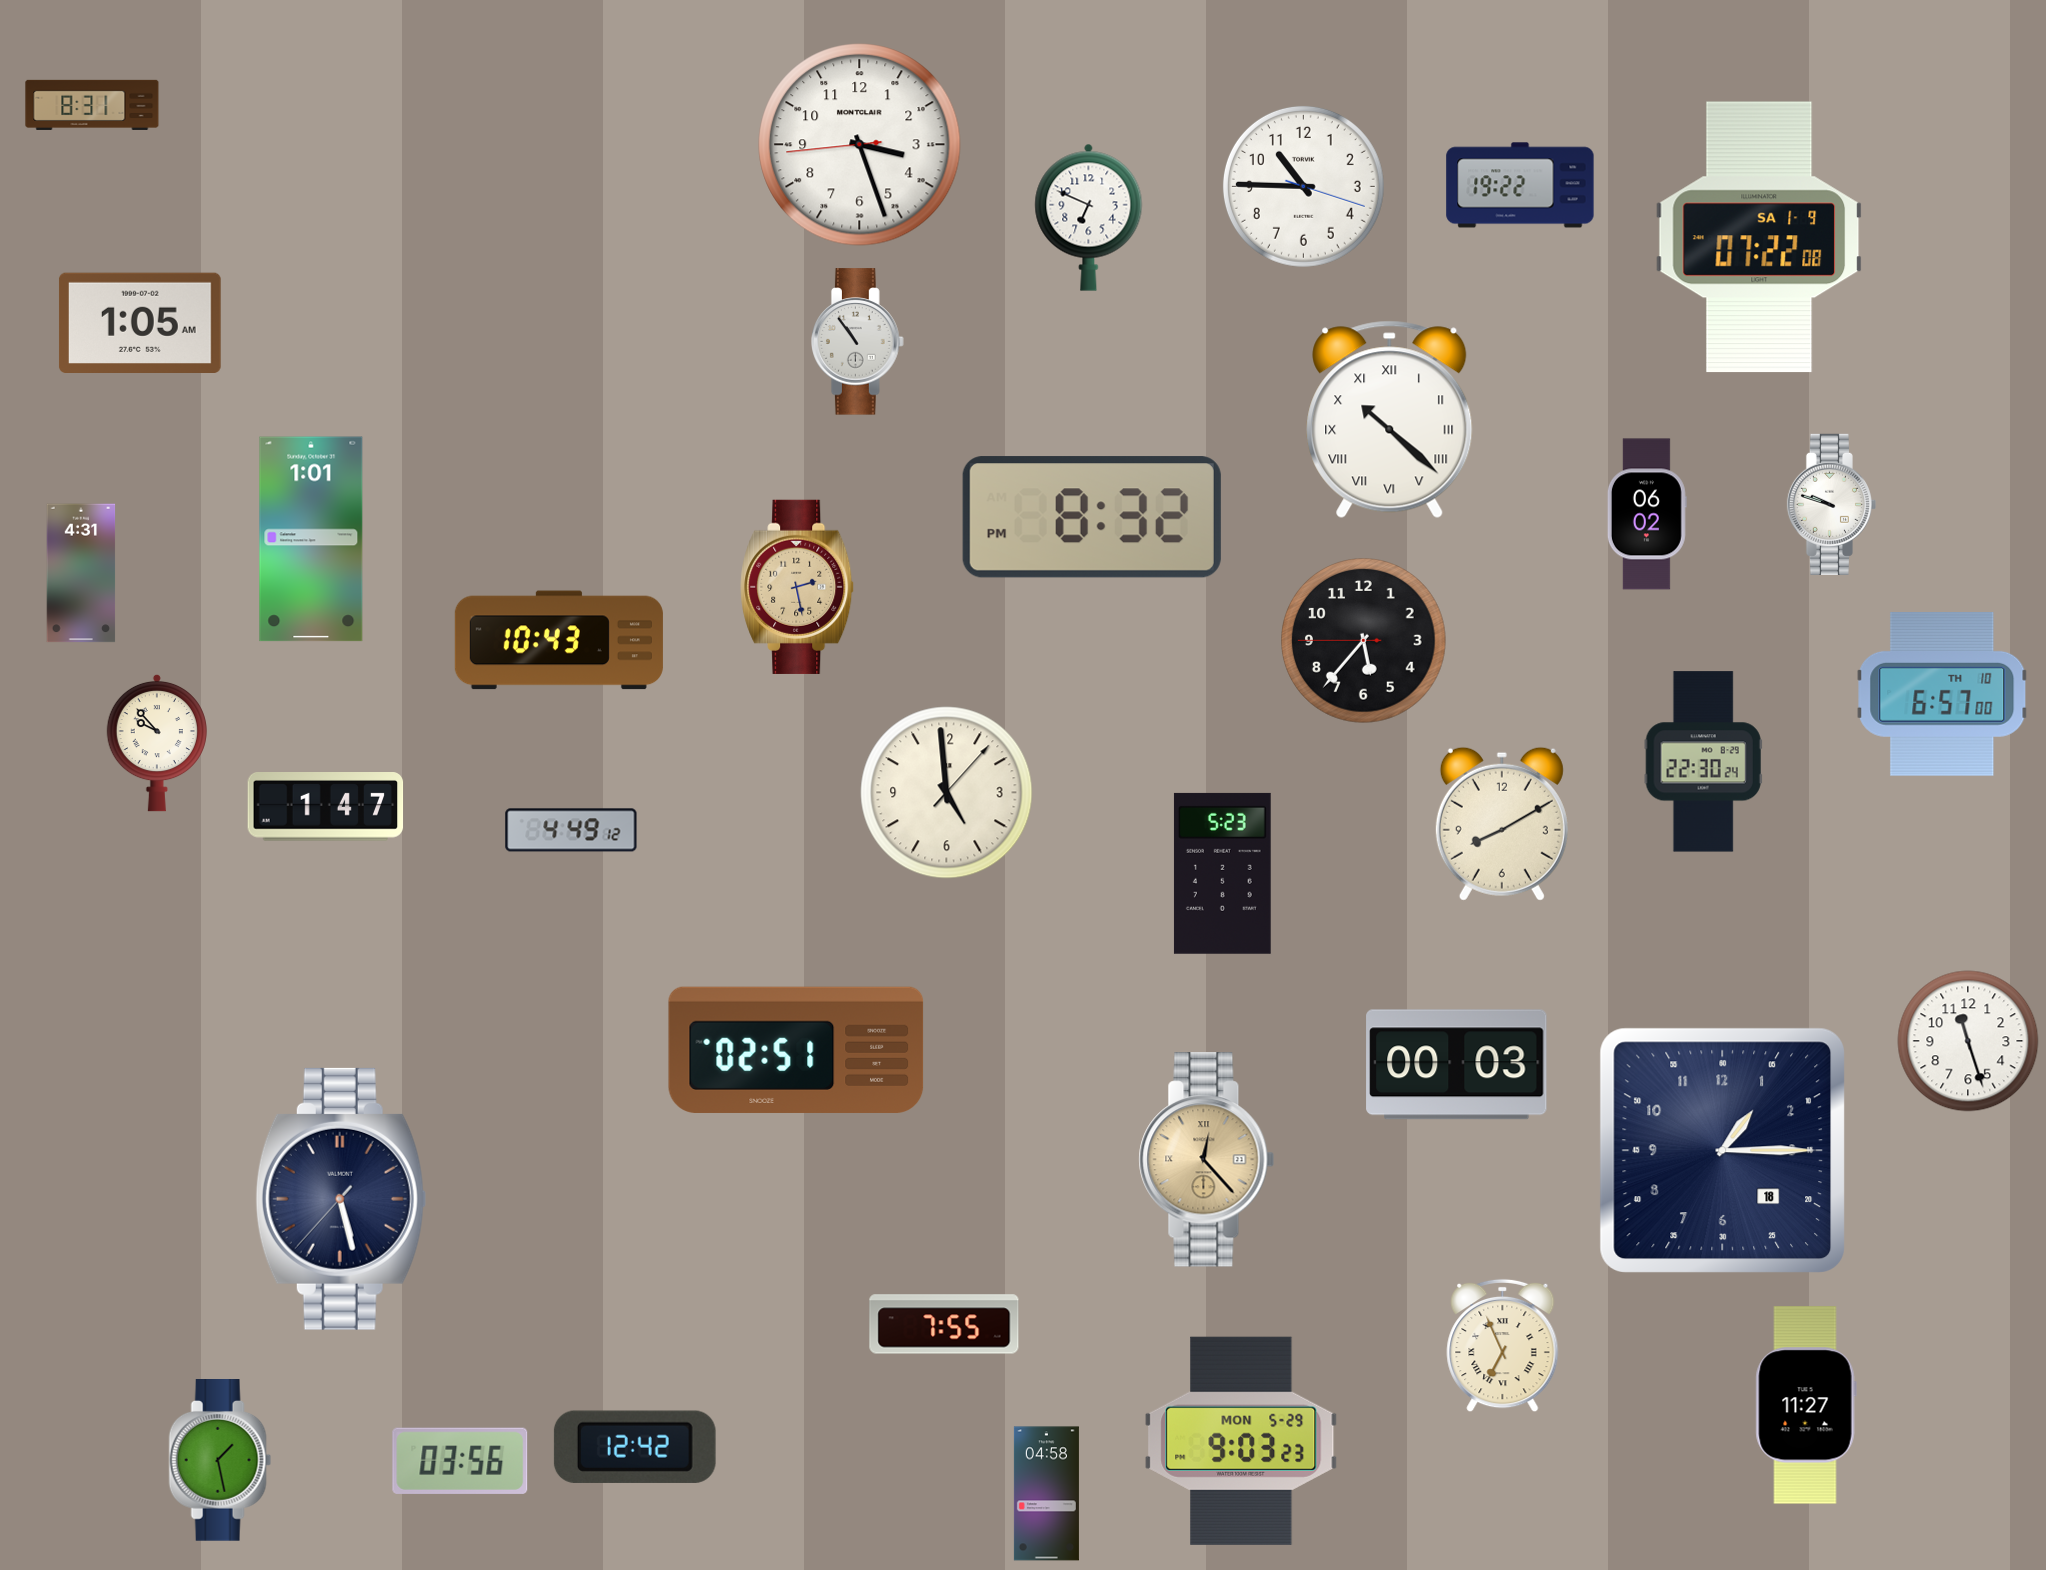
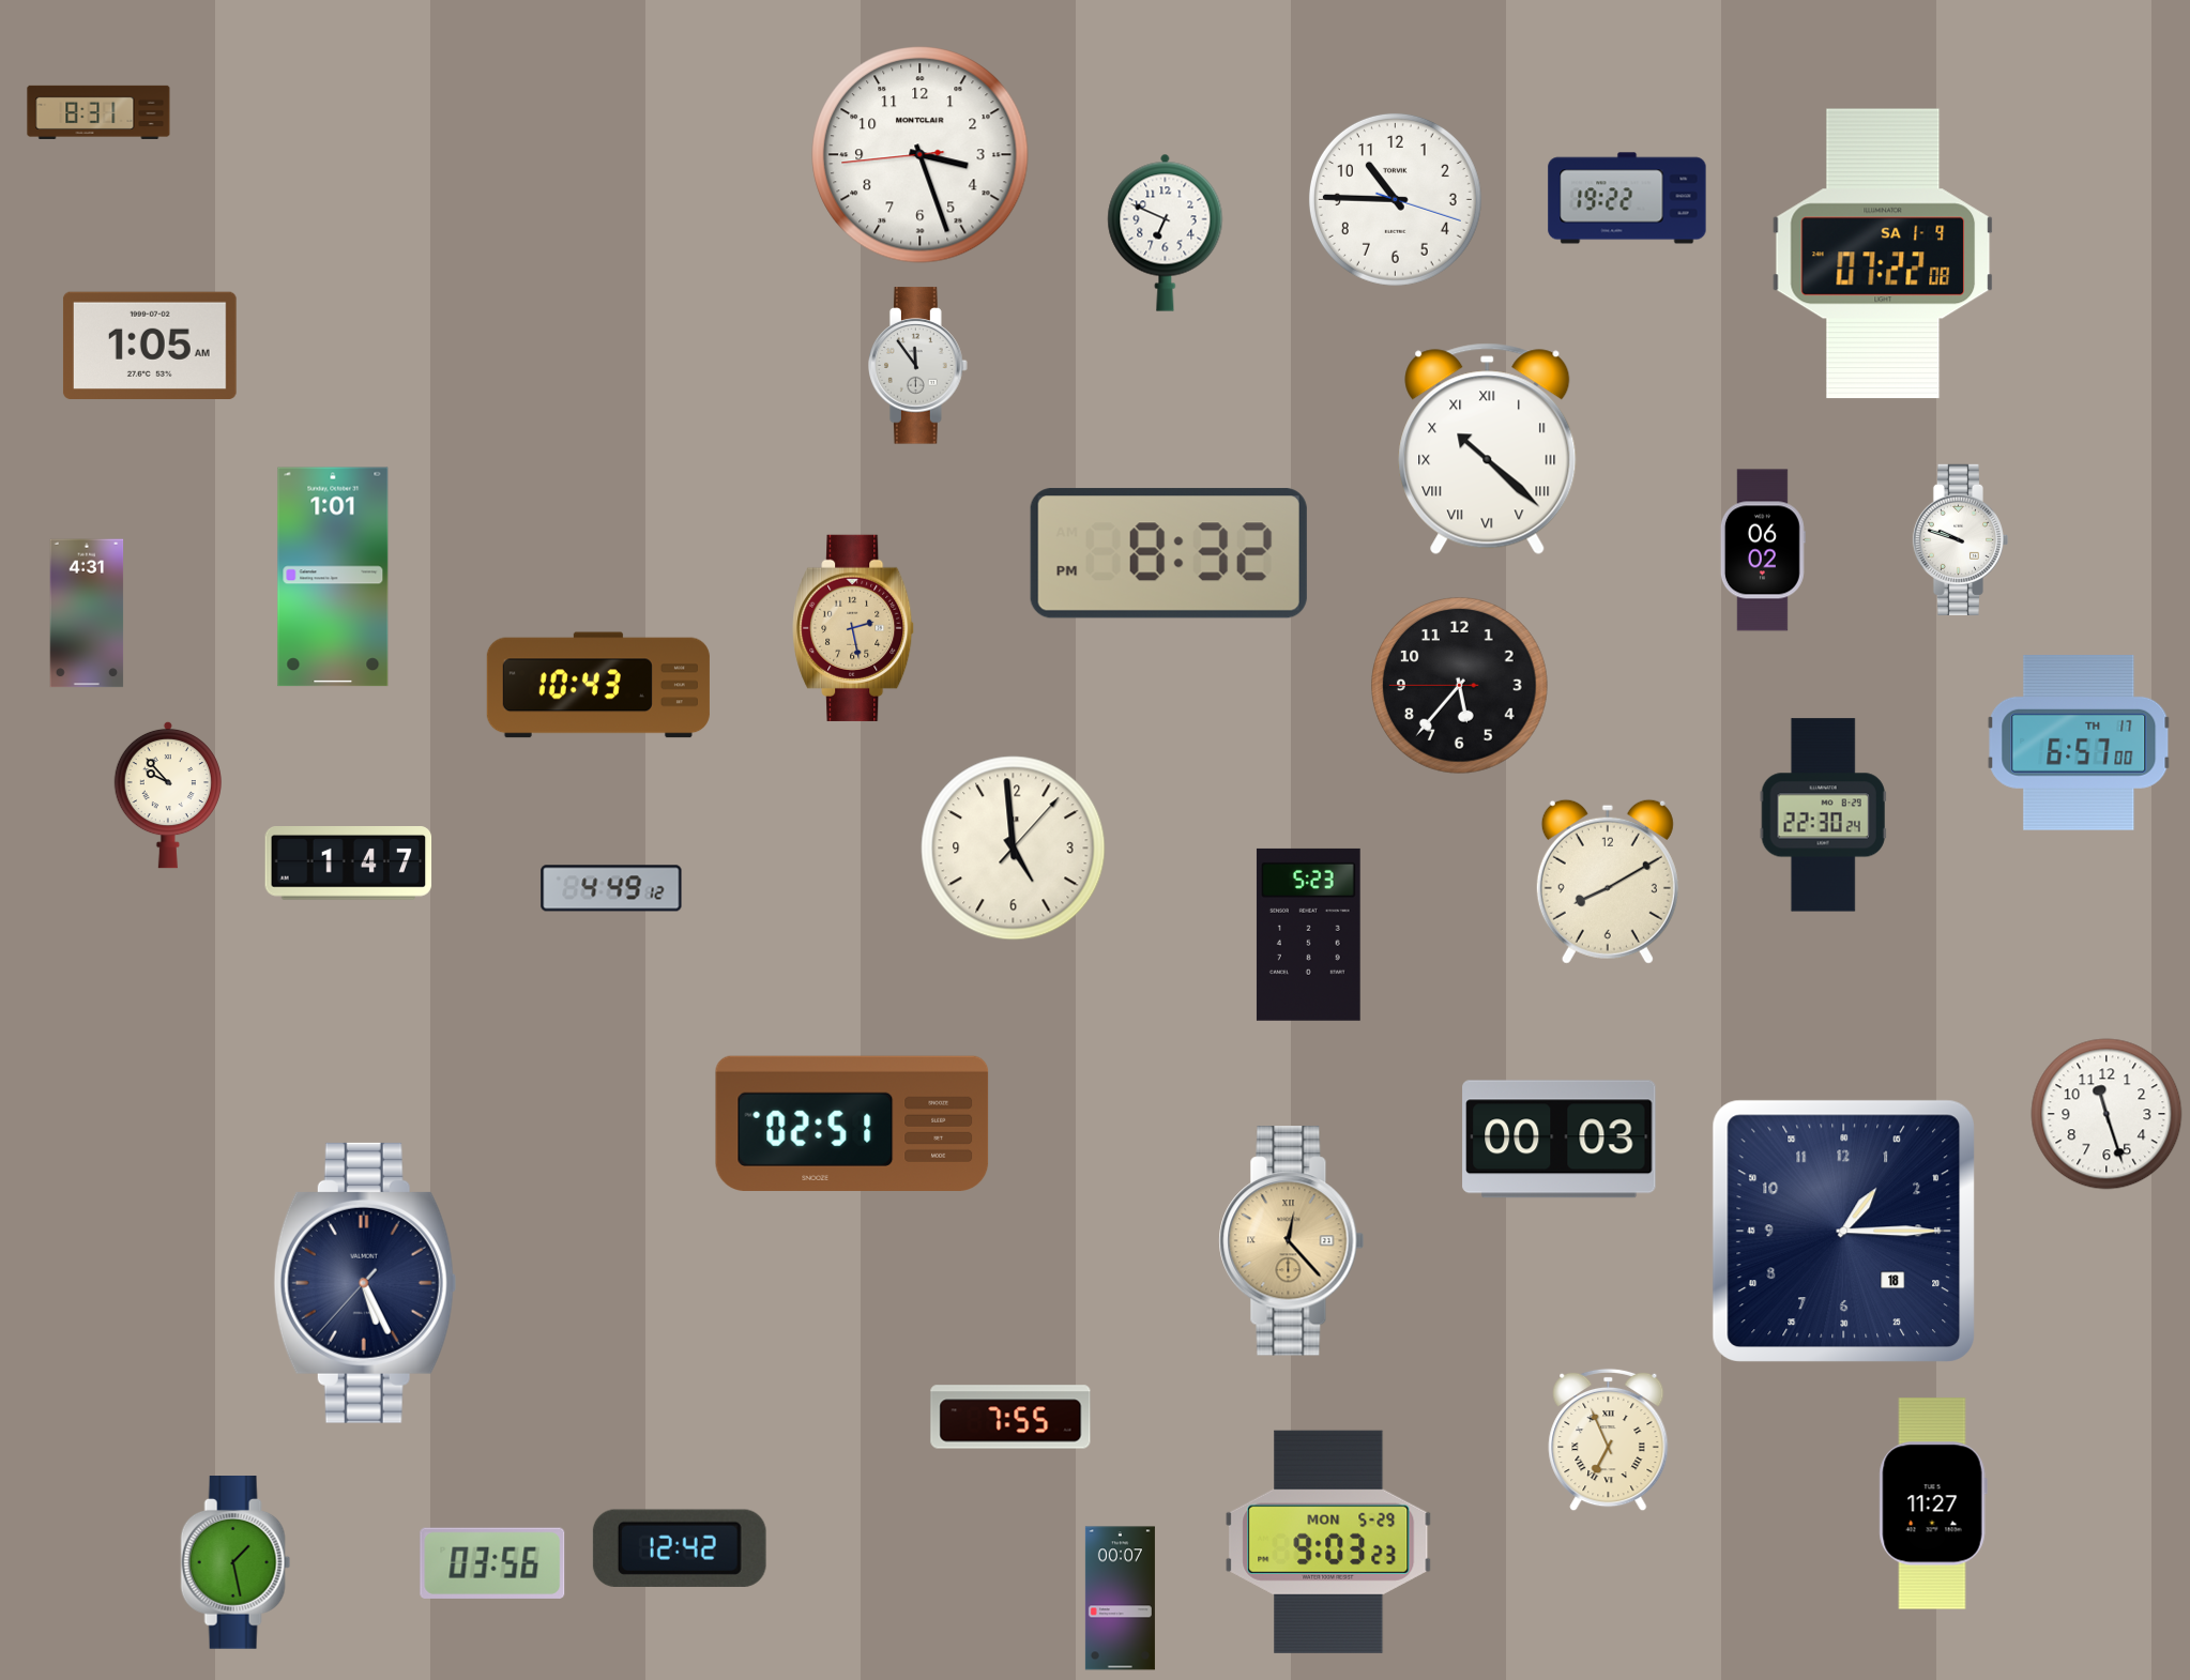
clock at (858, 342): 10:54 -> 11:54
clock at (1942, 694) date: TH 10 -> TH 17
clock at (341, 1199): 5:27 -> 5:25
clock at (1046, 1494): 04:58 -> 00:07
